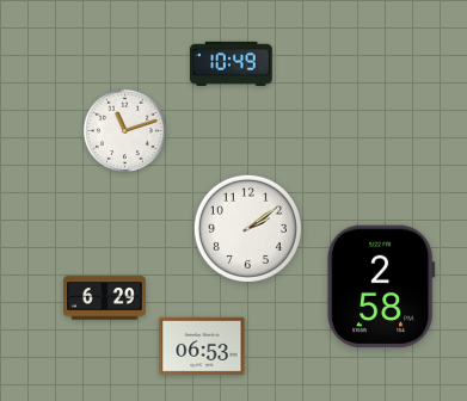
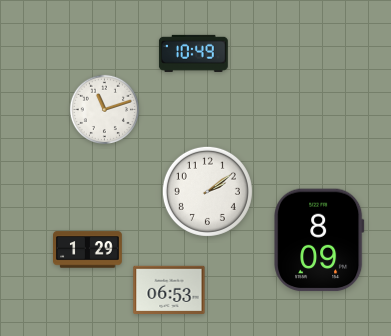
clock at (382, 286): 2:58 -> 8:09
clock at (105, 298): 6:29 -> 1:29
